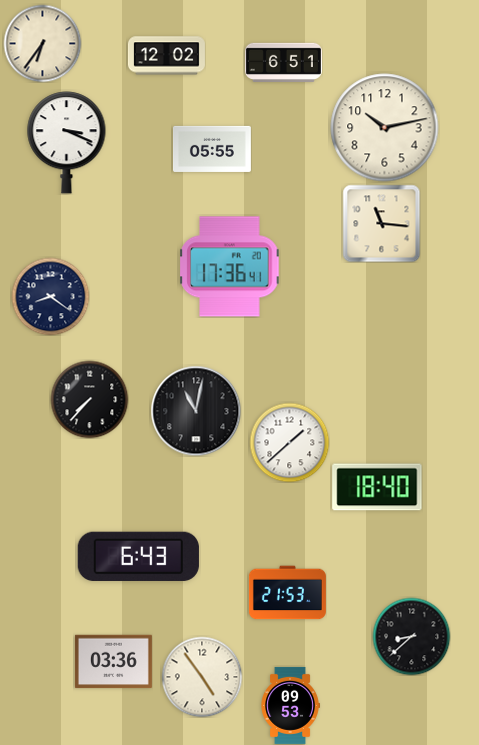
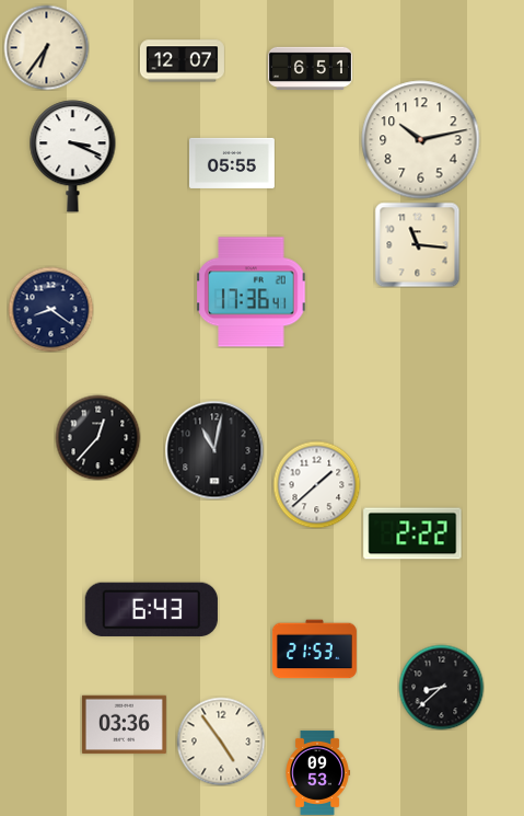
clock at (166, 56): 12:02 -> 12:07
clock at (50, 296) position: (50, 296) -> (50, 309)
clock at (89, 399): 7:37 -> 12:37
clock at (377, 487): 18:40 -> 2:22
clock at (411, 636) position: (411, 636) -> (441, 687)
